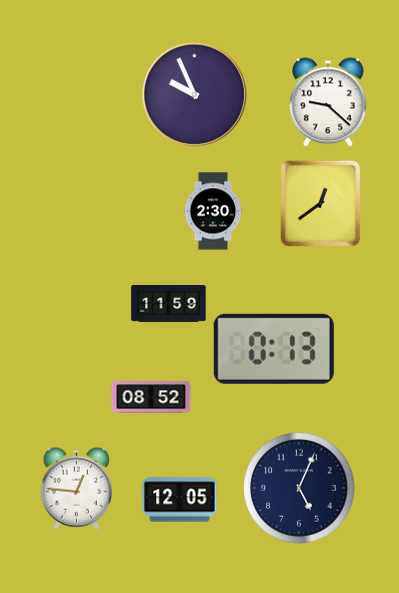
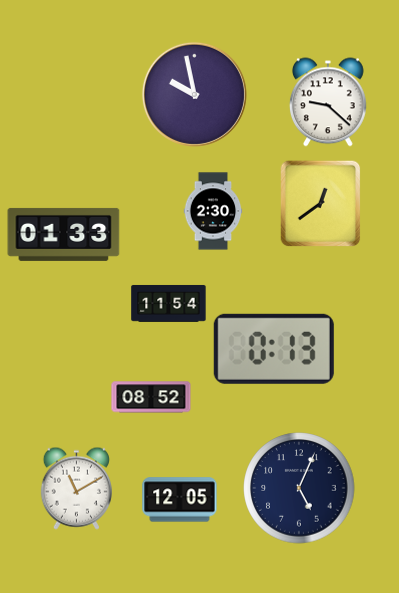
clock at (194, 94): 9:56 -> 9:58
clock at (64, 234): none -> 01:33
clock at (169, 303): 11:59 -> 11:54
clock at (76, 488): 12:46 -> 11:10
